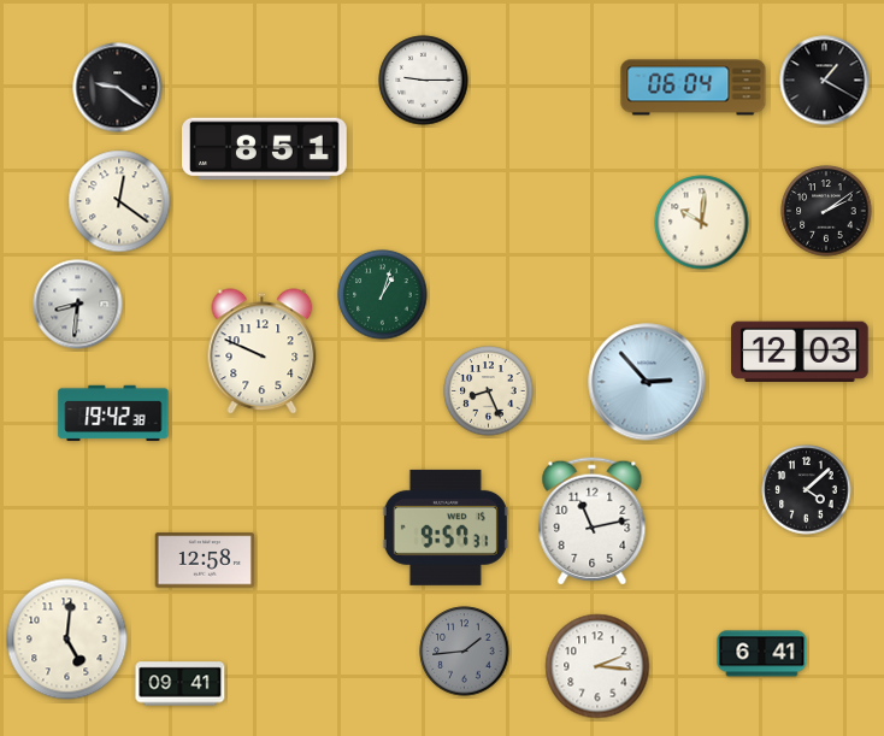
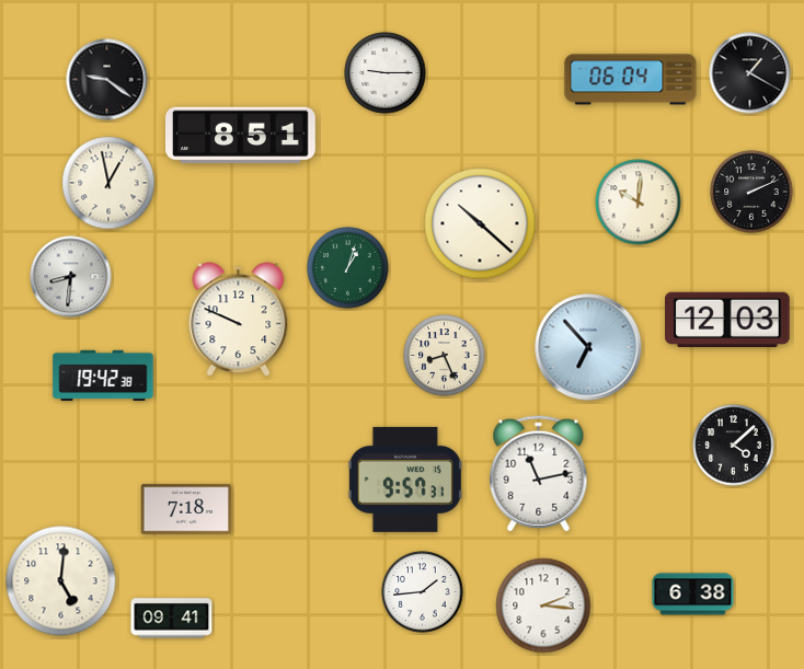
clock at (119, 201): 12:21 -> 12:58
clock at (826, 211): 2:09 -> 2:11
clock at (480, 223): none -> 10:22
clock at (647, 382): 2:53 -> 6:53
clock at (205, 560): 12:58 -> 7:18
clock at (465, 652) dial: grey -> white
clock at (762, 654): 6:41 -> 6:38
clock at (181, 684) position: (181, 684) -> (172, 619)
